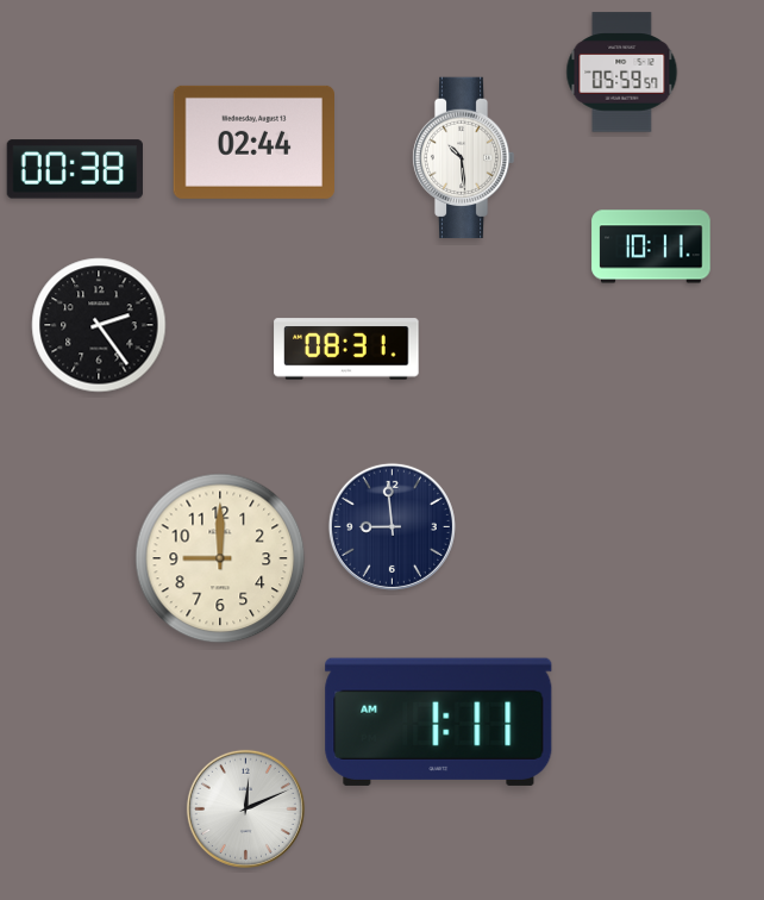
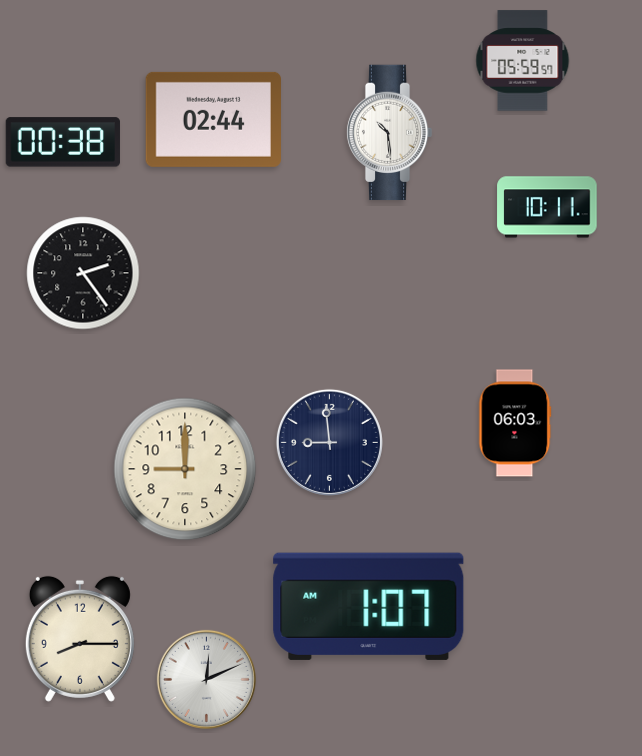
clock at (346, 349): 08:31 -> none
clock at (515, 423): none -> 06:03
clock at (439, 721): 1:11 -> 1:07
clock at (80, 639): none -> 8:15
